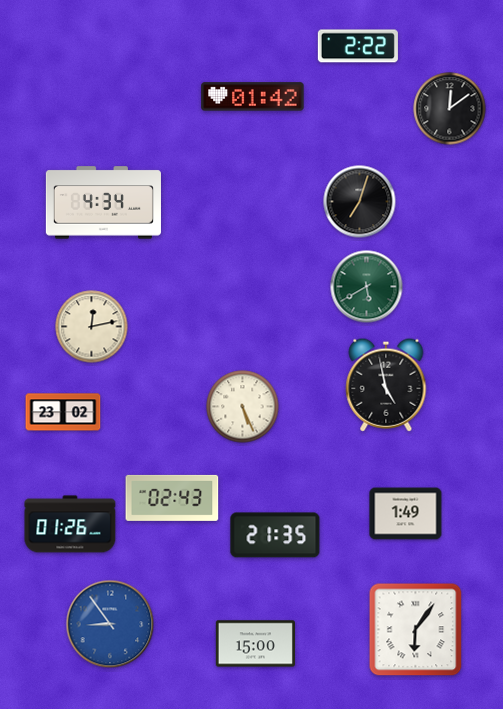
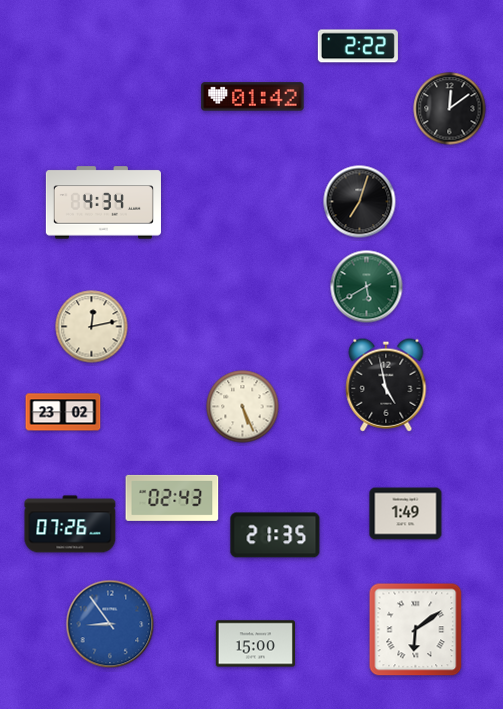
clock at (70, 524): 01:26 -> 07:26
clock at (416, 630): 6:06 -> 6:09
